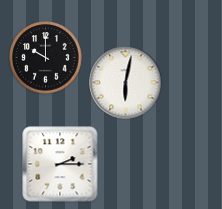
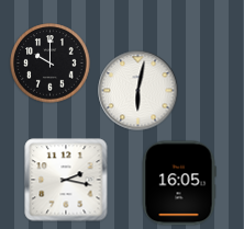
clock at (60, 164): 2:15 -> 2:17
clock at (179, 183): none -> 16:05
